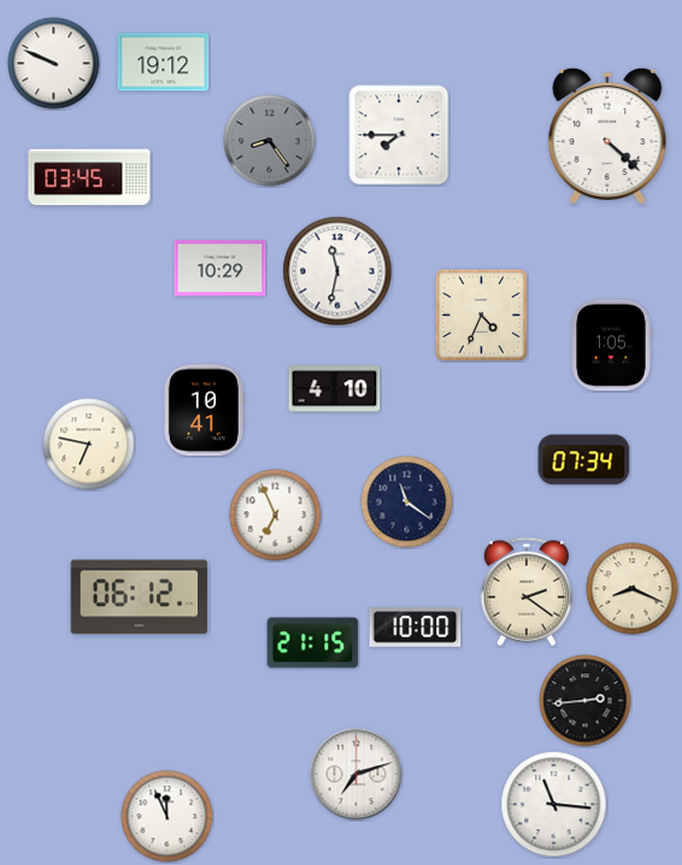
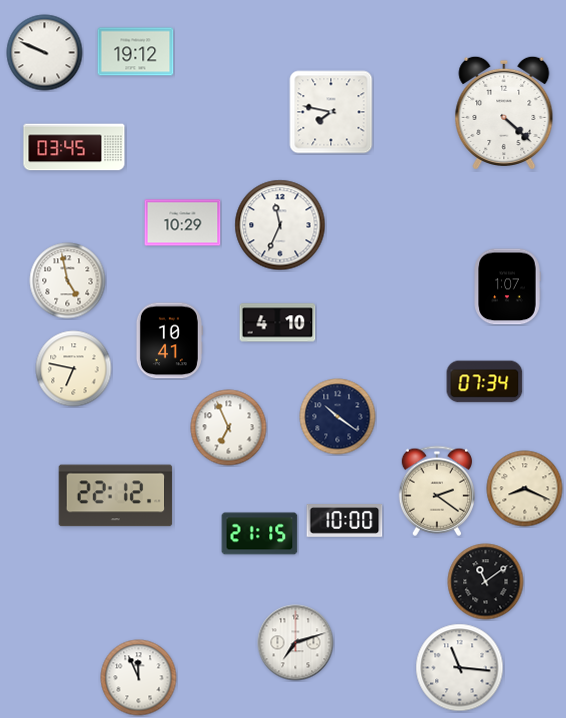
clock at (399, 135): 7:45 -> 7:47
clock at (270, 141): 8:24 -> none
clock at (337, 271): 11:32 -> 11:34
clock at (481, 314): 4:34 -> none
clock at (68, 281): none -> 4:58
clock at (611, 346): 1:05 -> 1:07
clock at (407, 502): 11:21 -> 10:21
clock at (140, 598): 06:12 -> 22:12
clock at (586, 701): 2:44 -> 11:09
